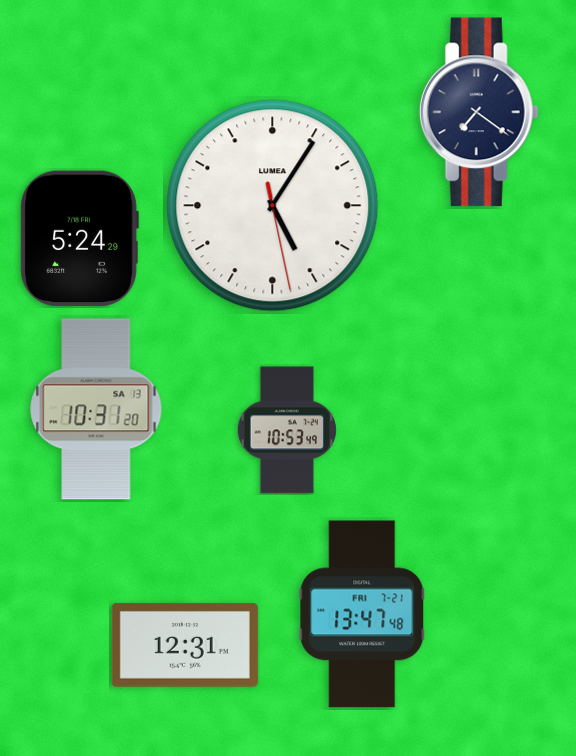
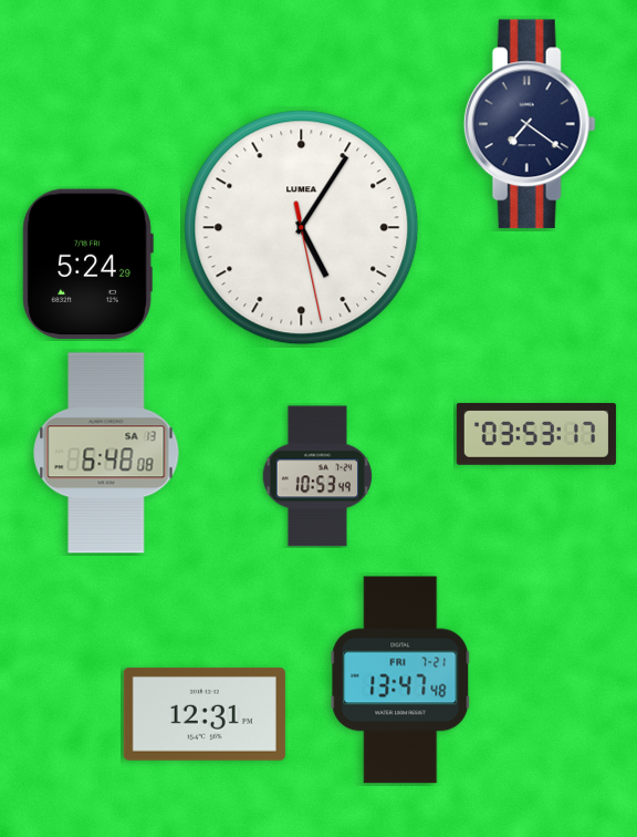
clock at (536, 434): none -> 03:53
clock at (96, 409): 10:31 -> 6:48
